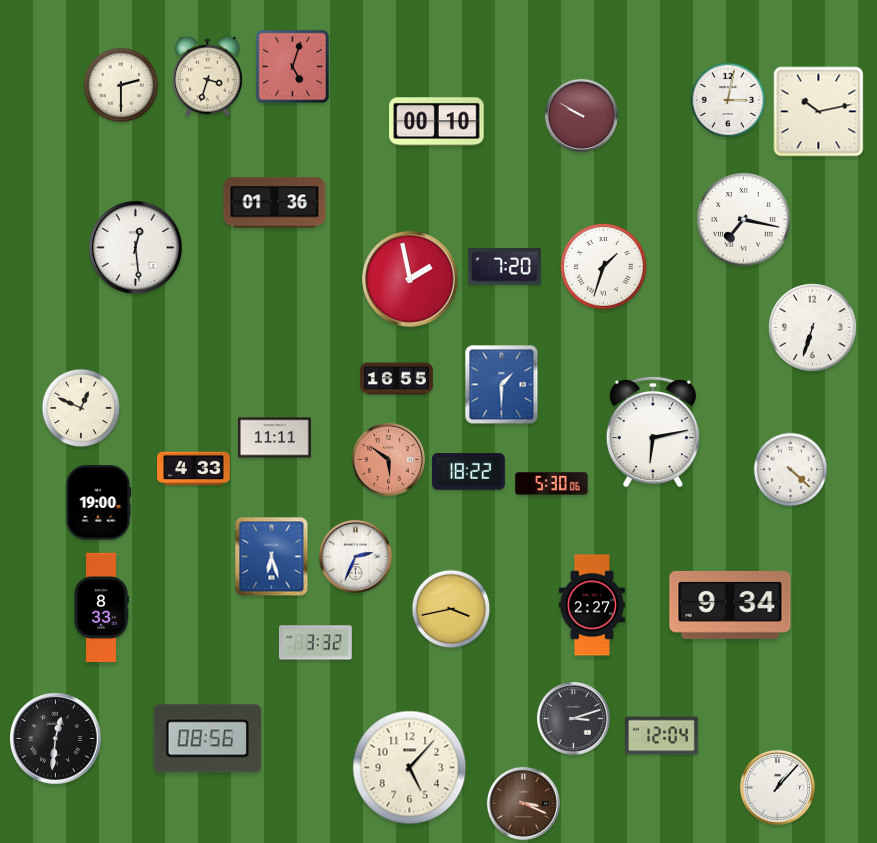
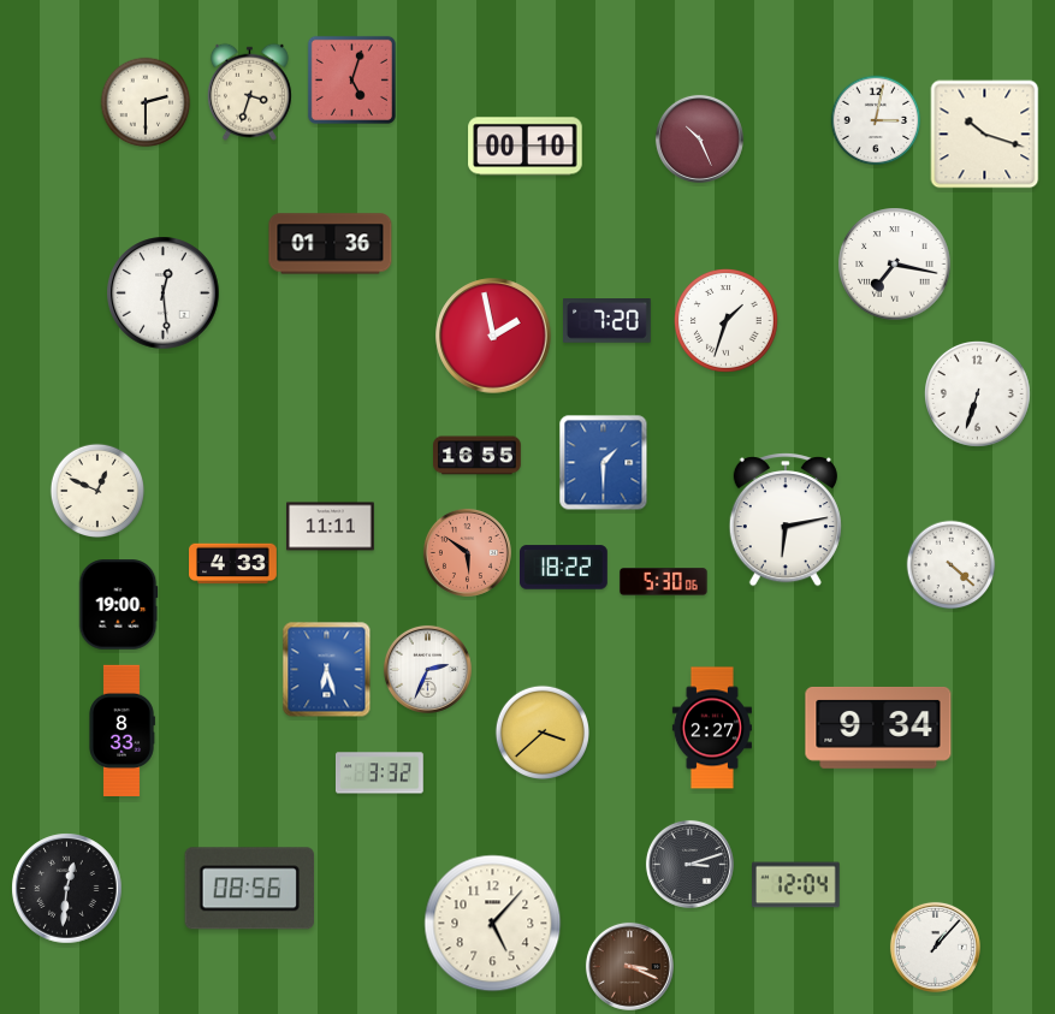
clock at (819, 112): 10:13 -> 10:18
clock at (581, 115): 9:50 -> 10:26
clock at (136, 248) position: (136, 248) -> (164, 293)
clock at (450, 608): 3:43 -> 3:38
